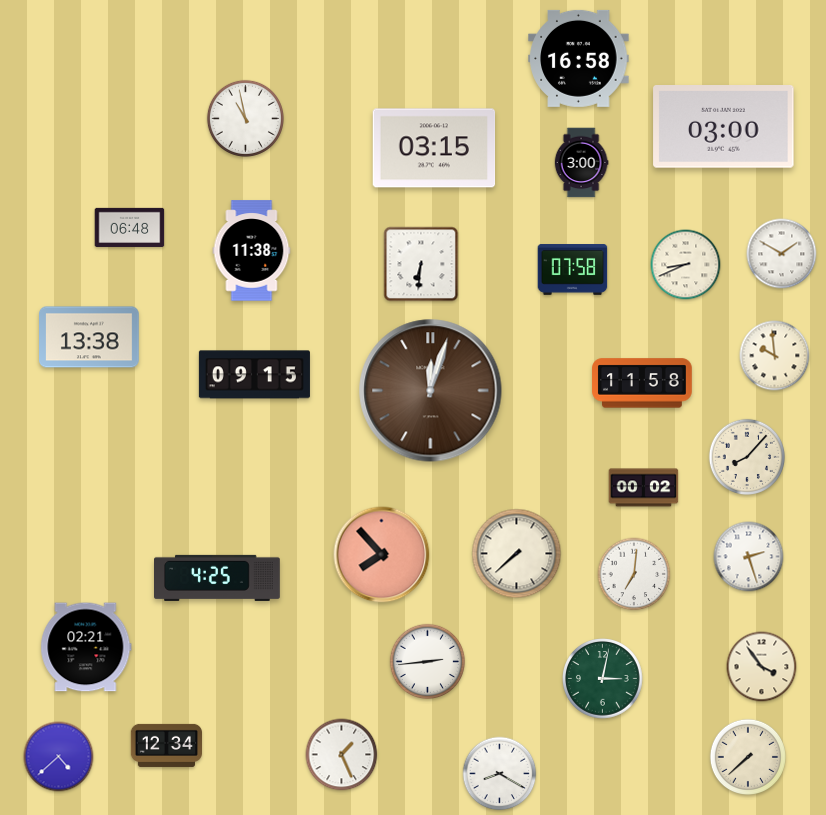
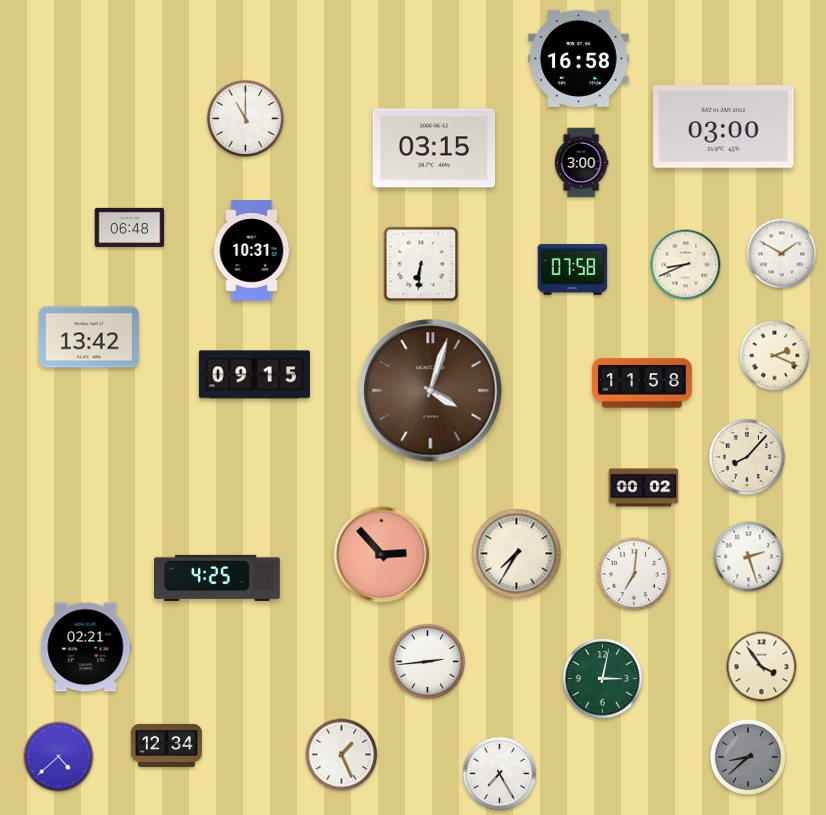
clock at (245, 118): 10:58 -> 11:00
clock at (252, 251): 11:38 -> 10:31
clock at (90, 337): 13:38 -> 13:42
clock at (775, 356): 9:59 -> 2:19
clock at (431, 391): 12:03 -> 4:03
clock at (517, 554): 7:38 -> 7:35
clock at (382, 555): 7:53 -> 2:53
clock at (747, 756): 7:38 -> 8:38
clock at (747, 756) dial: cream -> grey
clock at (500, 774): 8:20 -> 7:25
